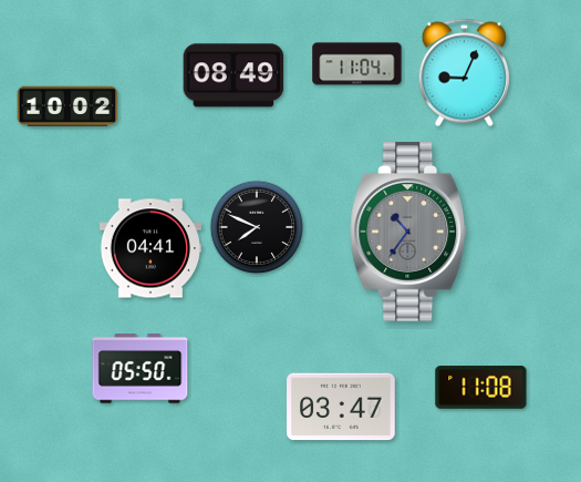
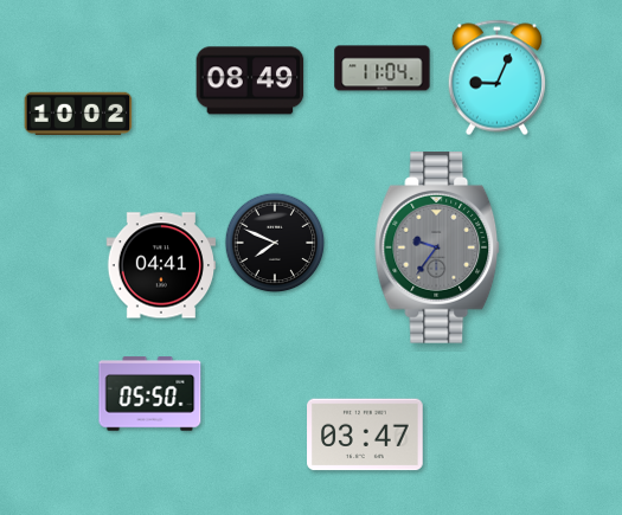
clock at (68, 105) position: (68, 105) -> (78, 112)
clock at (409, 232): 10:36 -> 9:36
clock at (481, 388): 11:08 -> none
